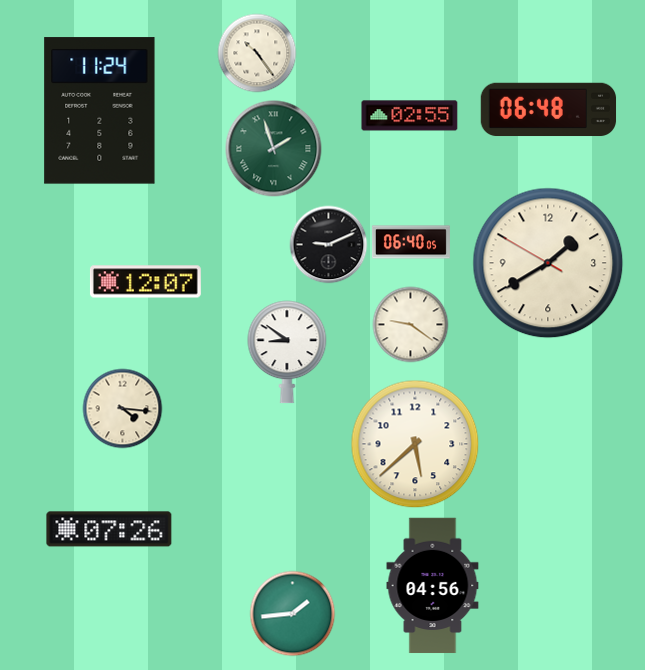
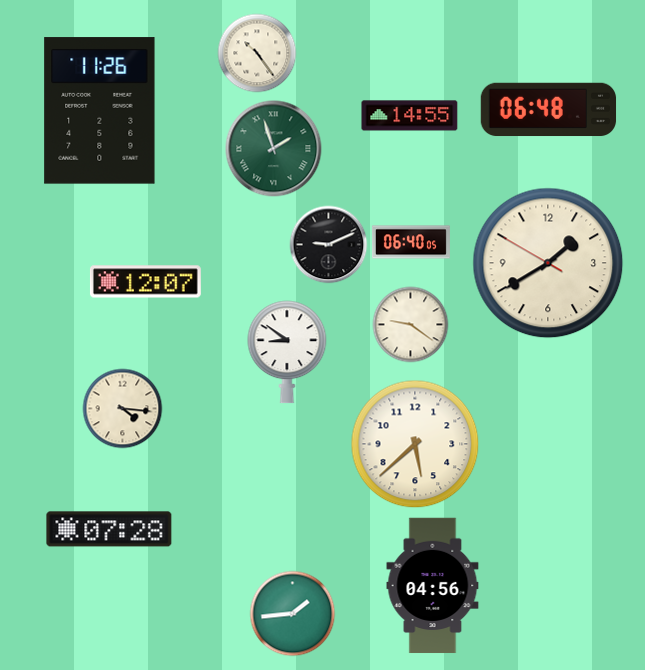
clock at (100, 111): 11:24 -> 11:26
clock at (410, 116): 02:55 -> 14:55
clock at (109, 529): 07:26 -> 07:28
